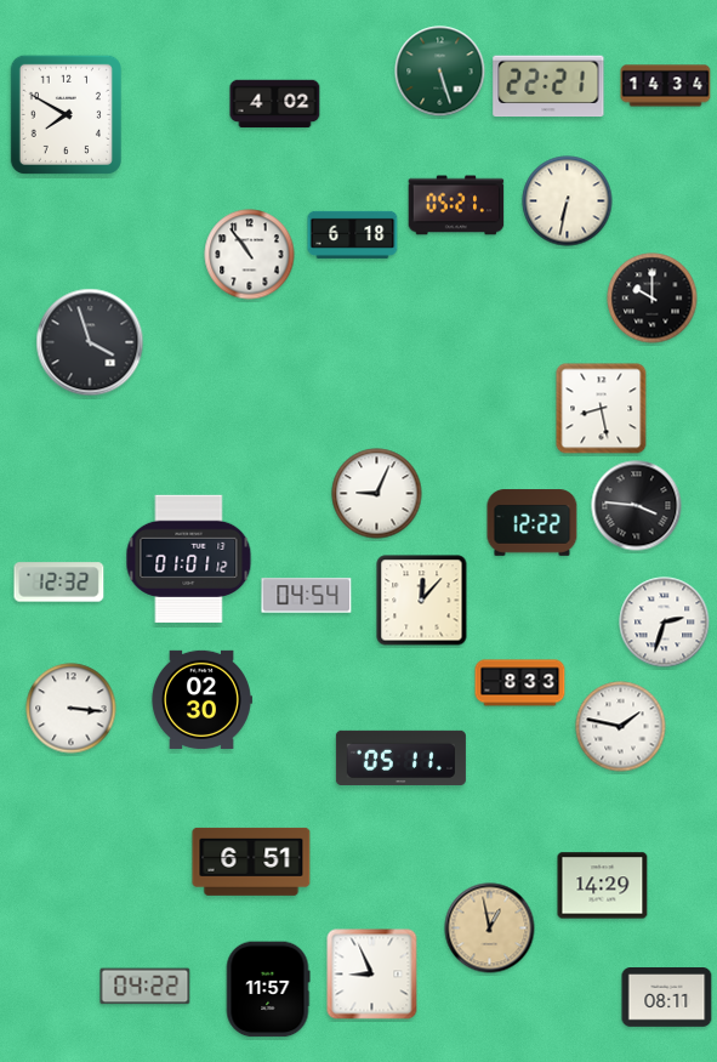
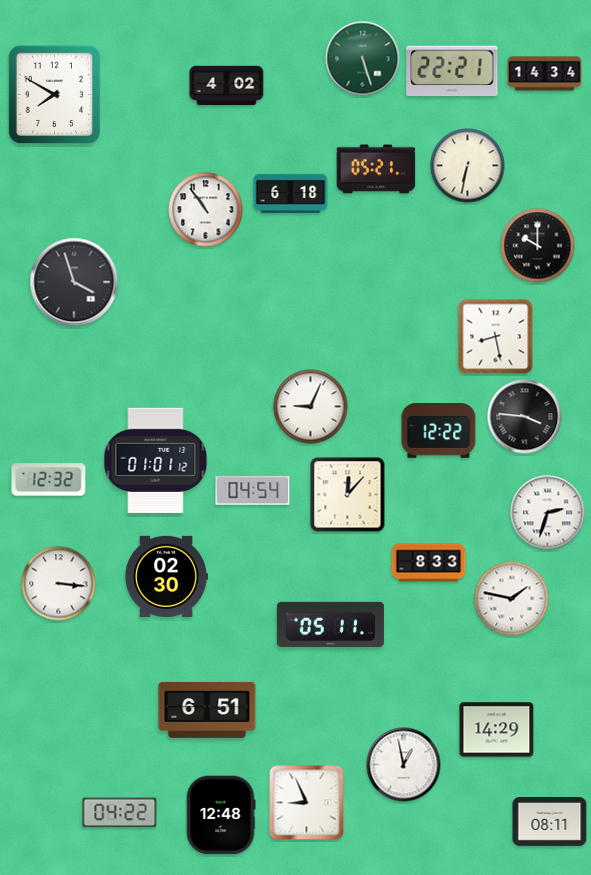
clock at (666, 86) position: (666, 86) -> (545, 74)
clock at (490, 928) dial: champagne -> white
clock at (268, 989): 11:57 -> 12:48
